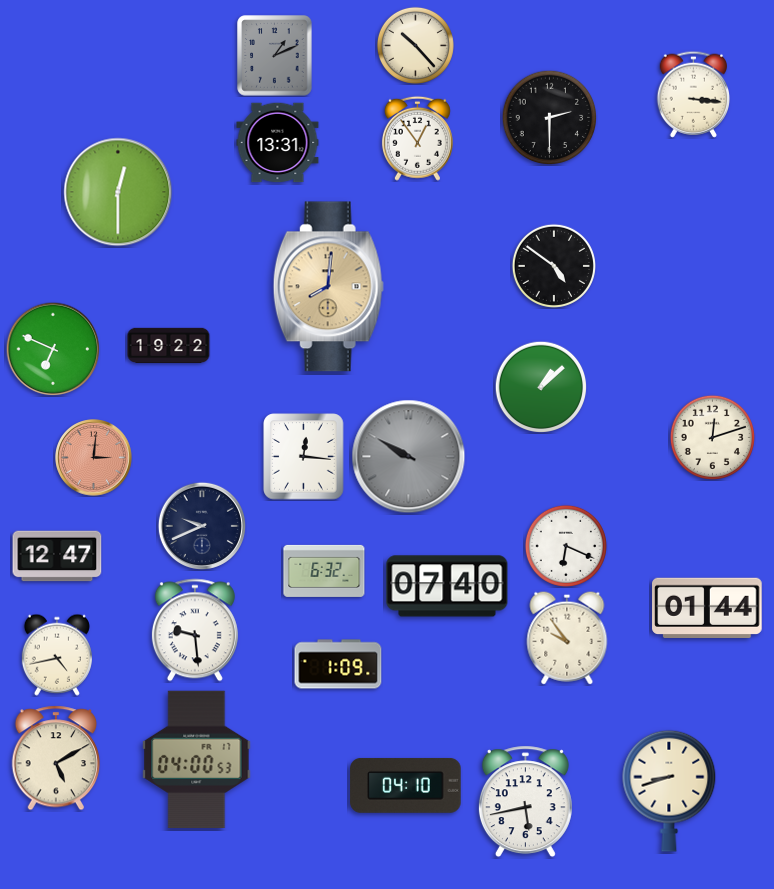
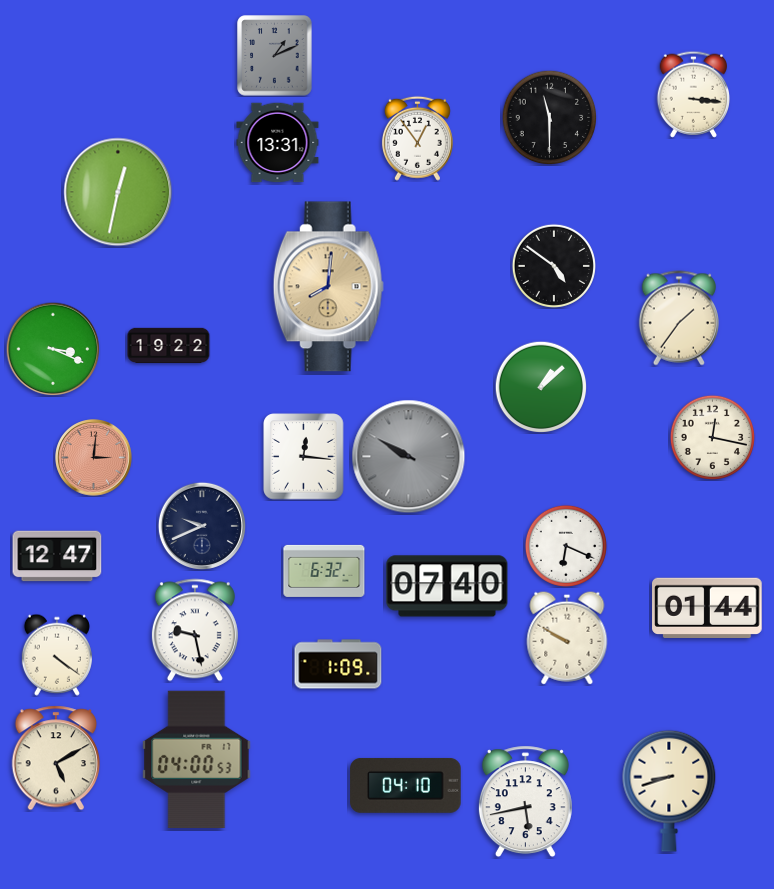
clock at (415, 45): 10:23 -> none
clock at (549, 117): 2:30 -> 11:30
clock at (118, 192): 12:30 -> 12:32
clock at (679, 318): none -> 1:36
clock at (53, 349): 6:49 -> 3:19
clock at (712, 437): 12:12 -> 12:17
clock at (195, 630): 9:29 -> 9:28
clock at (567, 638): 9:54 -> 9:50
clock at (57, 655): 4:43 -> 4:21
